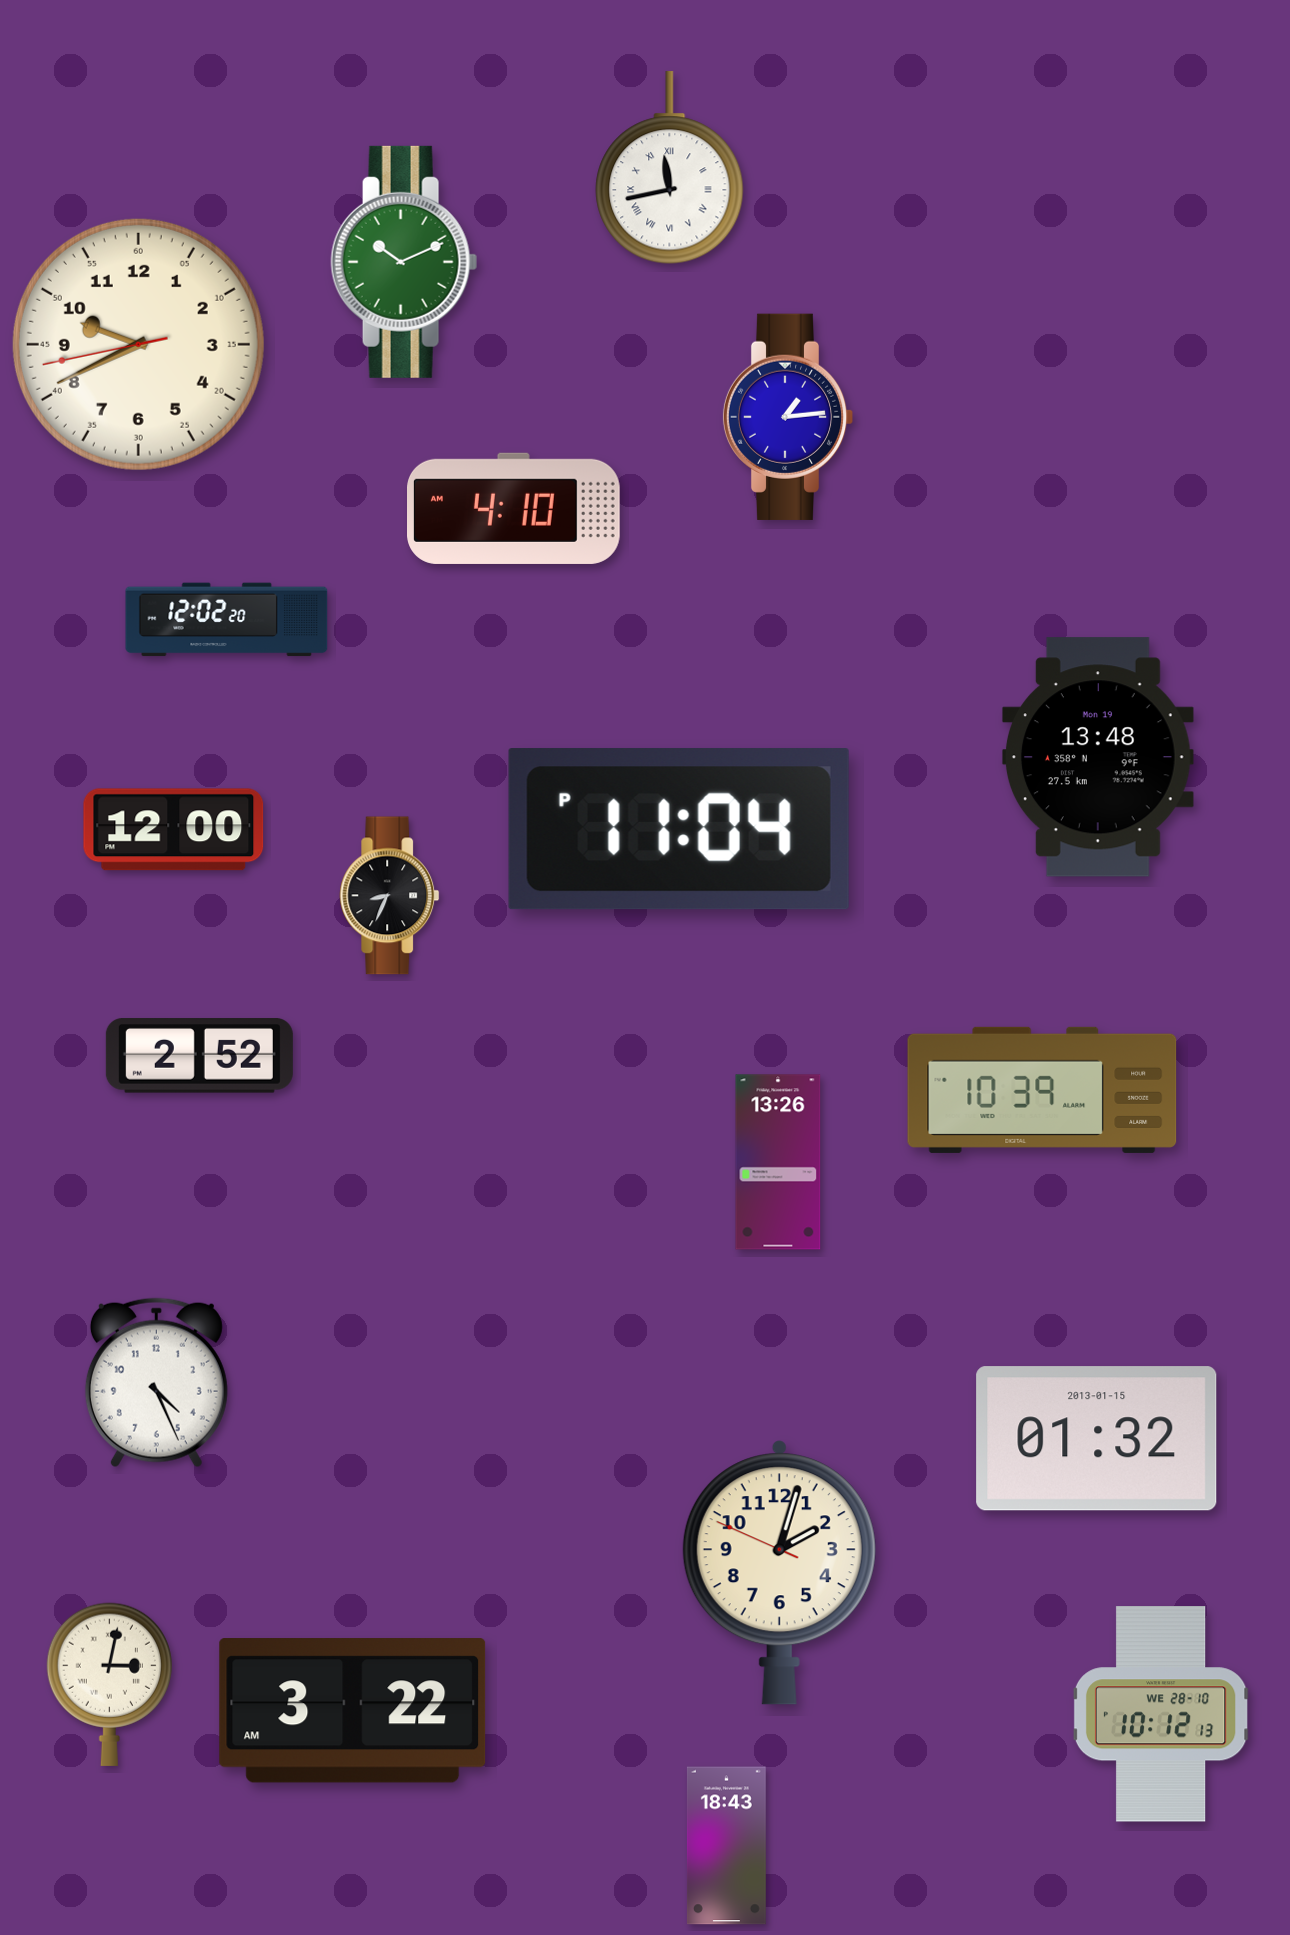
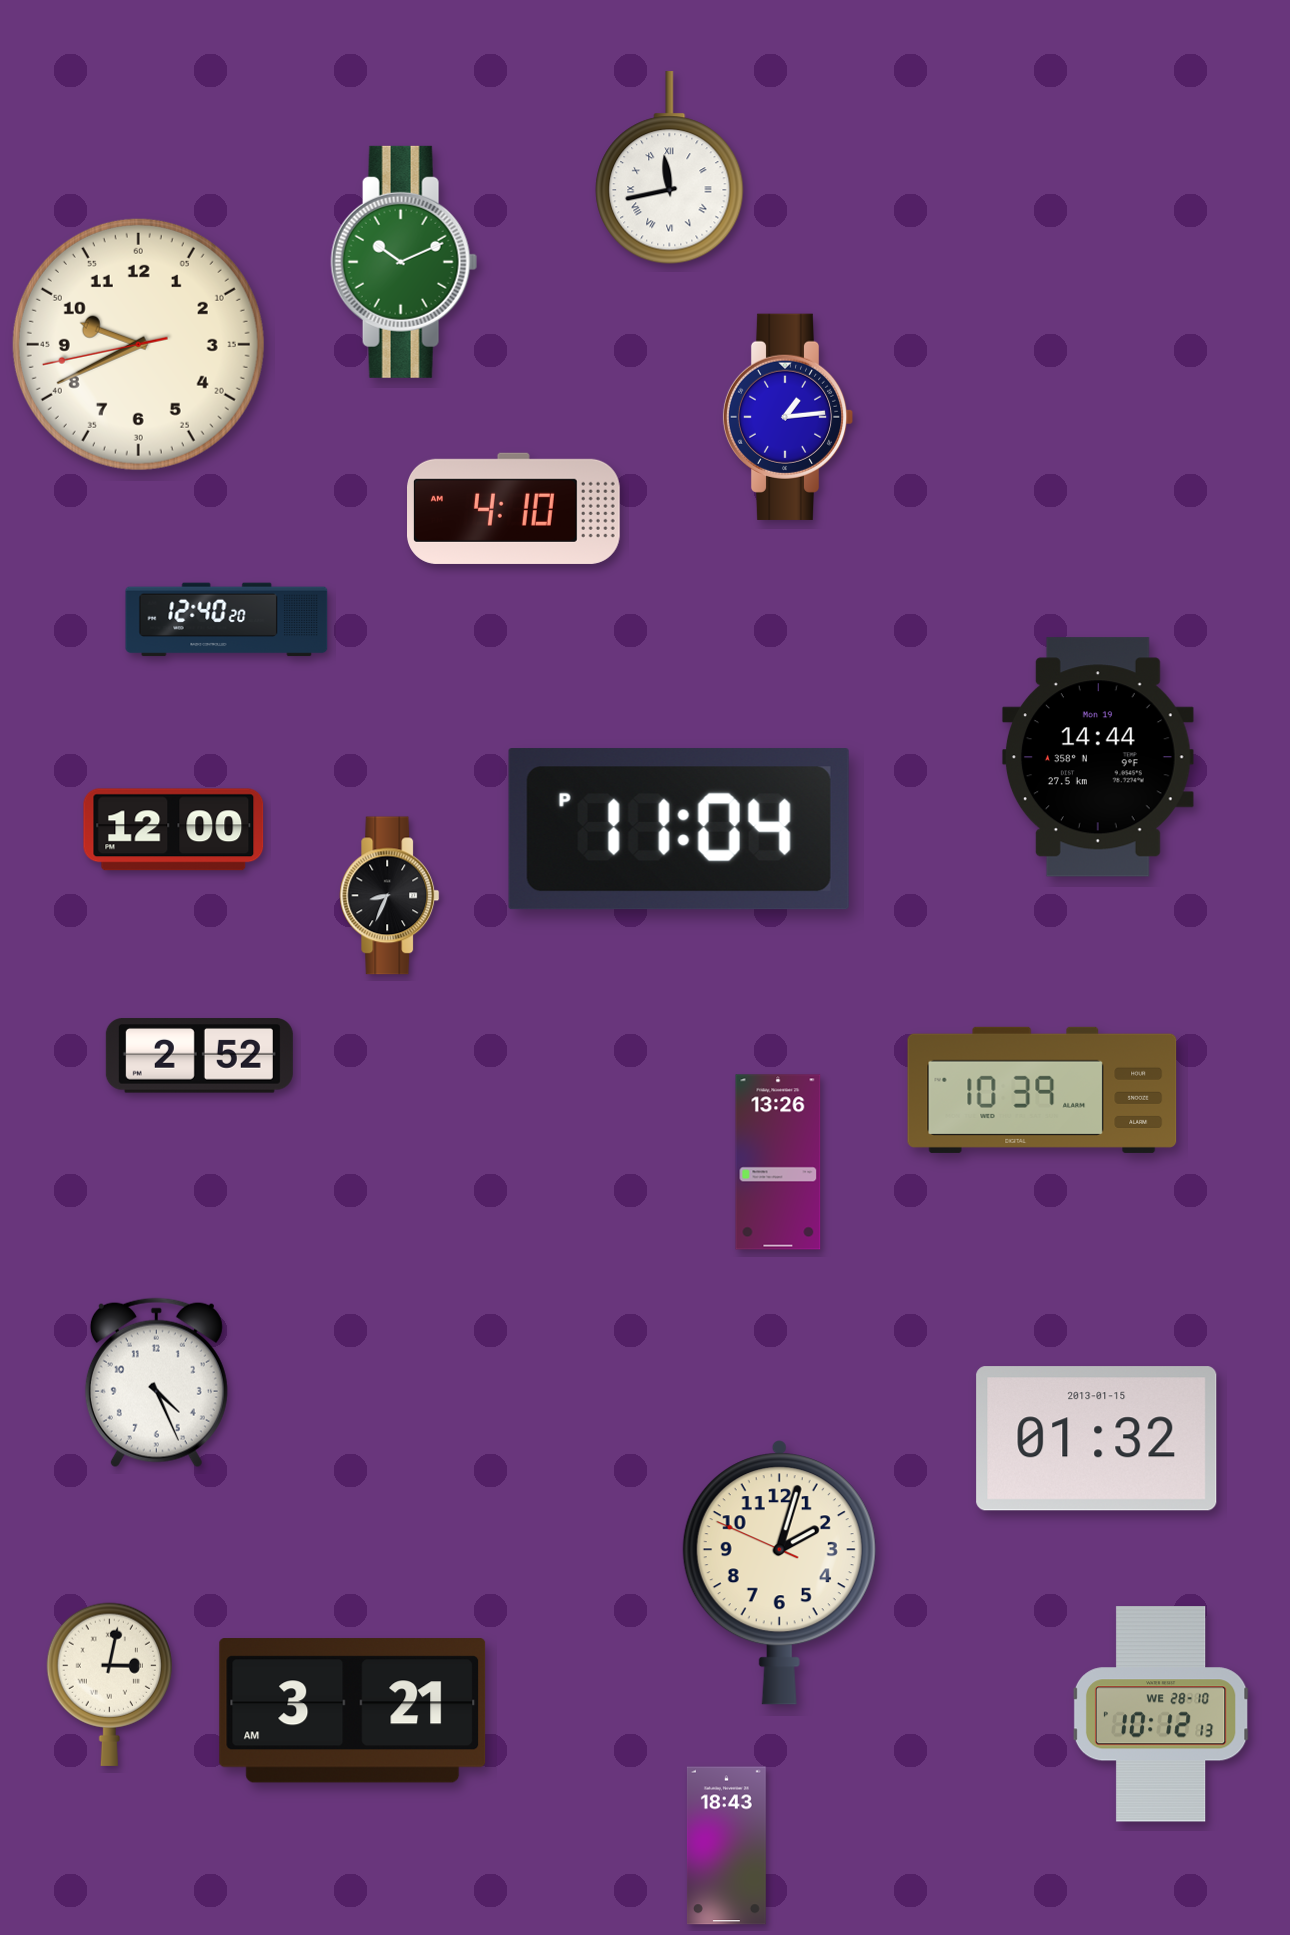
clock at (227, 620): 12:02 -> 12:40
clock at (1098, 757): 13:48 -> 14:44
clock at (353, 1711): 3:22 -> 3:21
